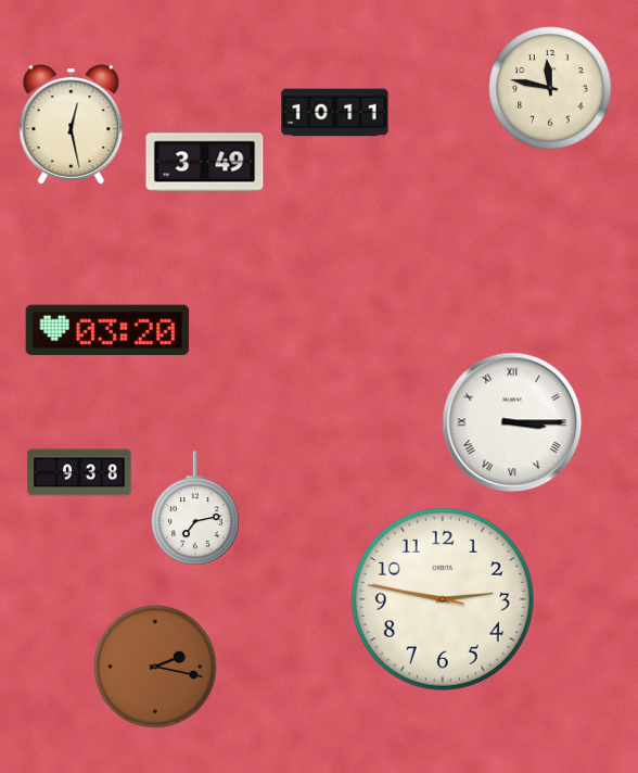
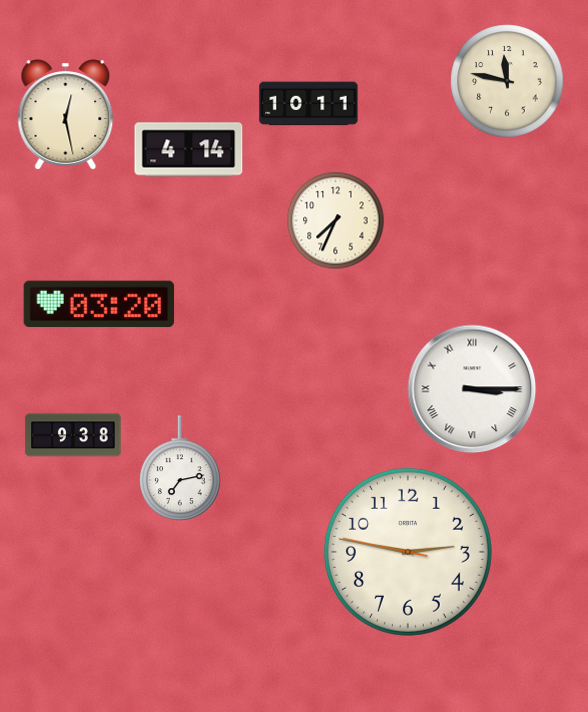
clock at (205, 163): 3:49 -> 4:14
clock at (336, 221): none -> 7:34
clock at (155, 667): 2:17 -> none
